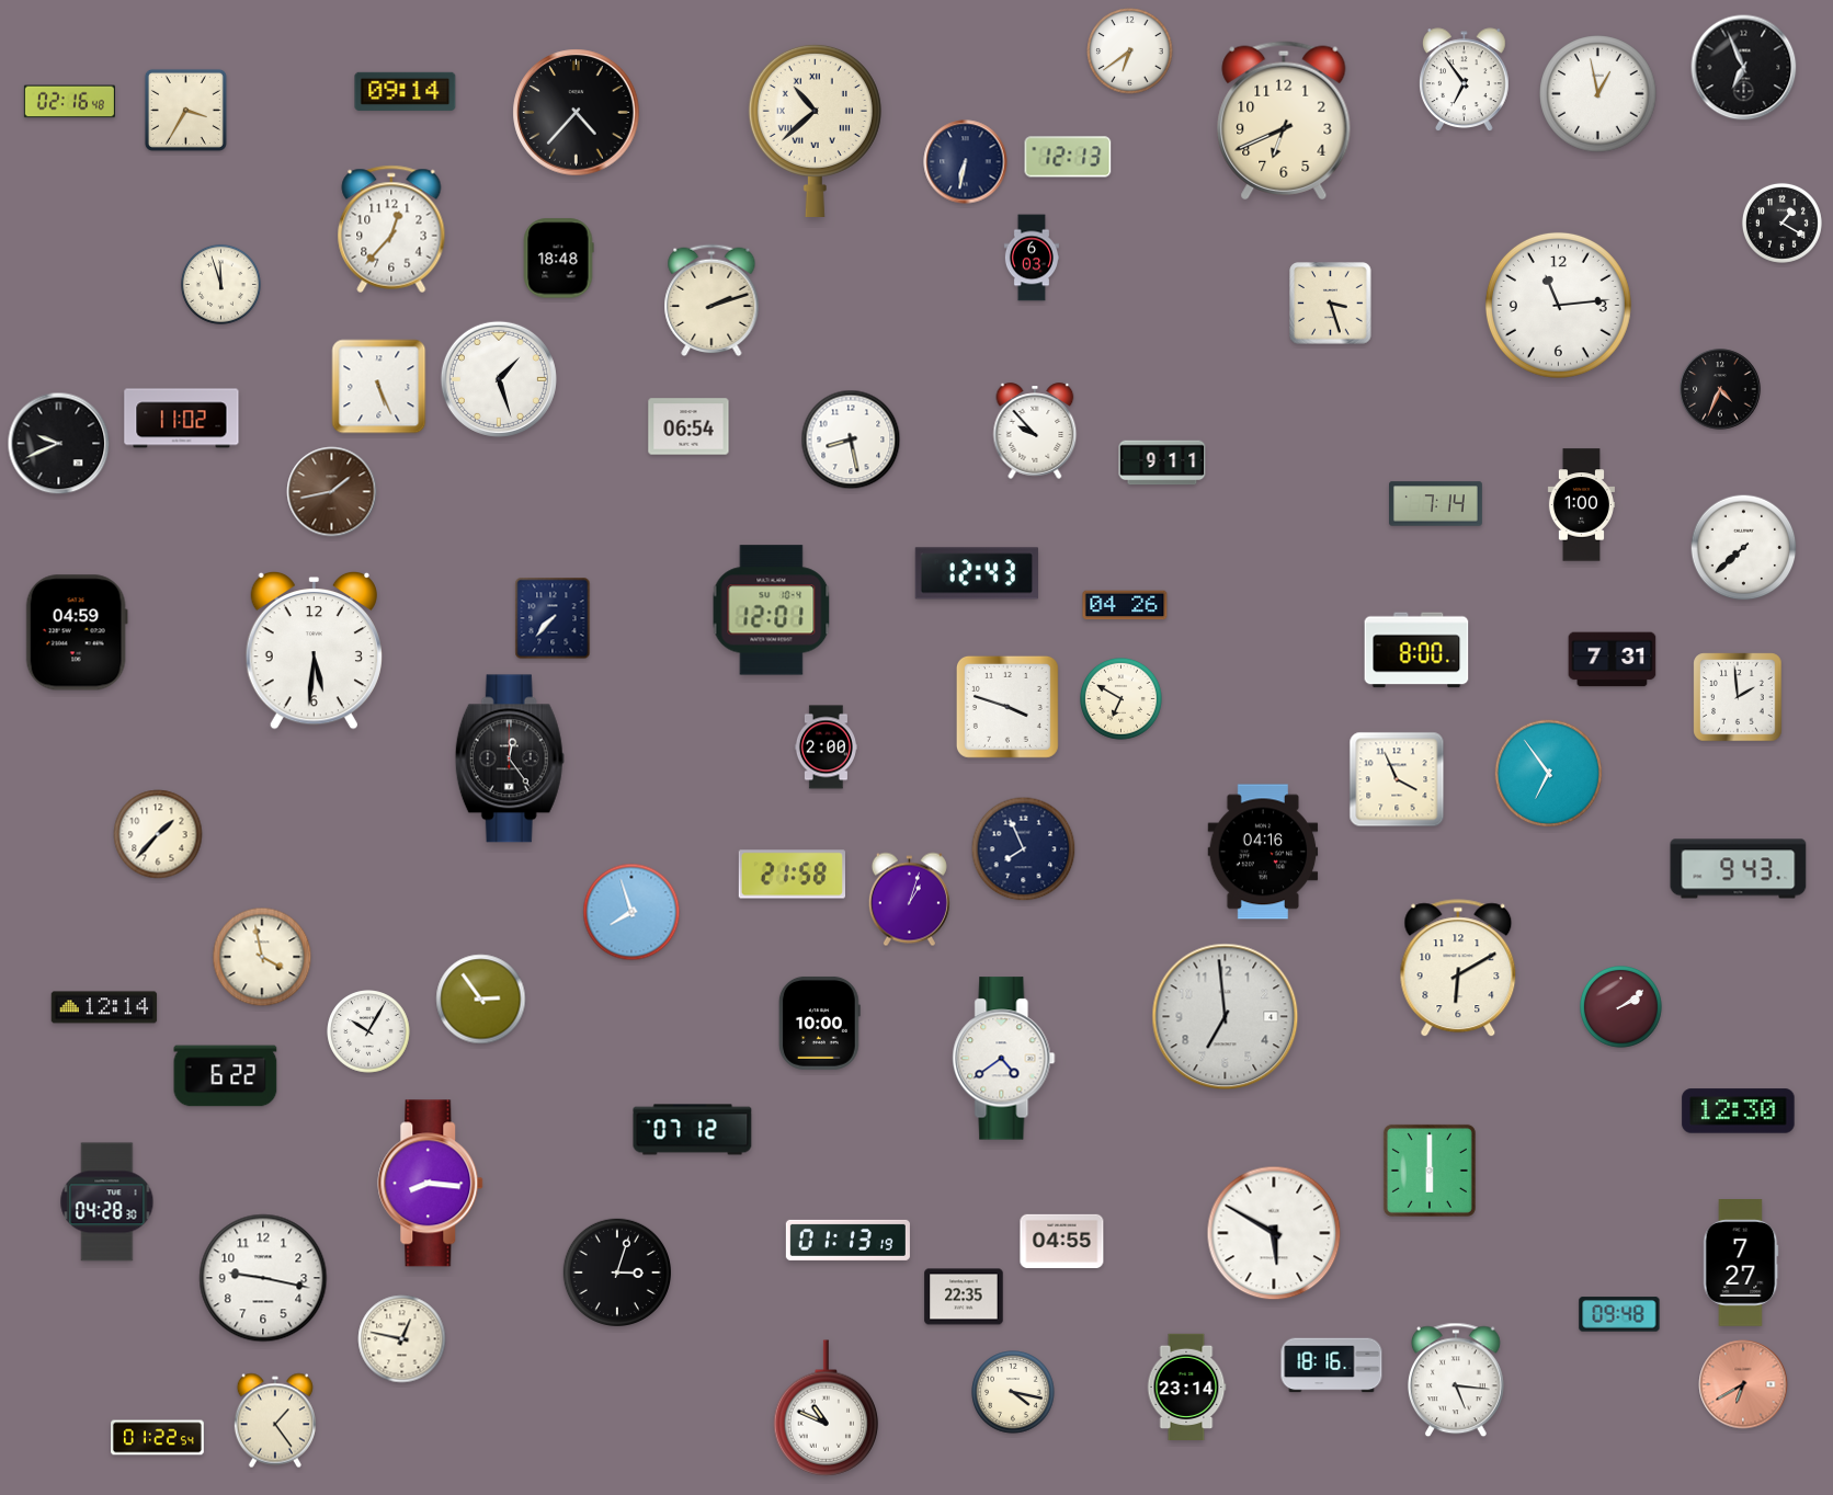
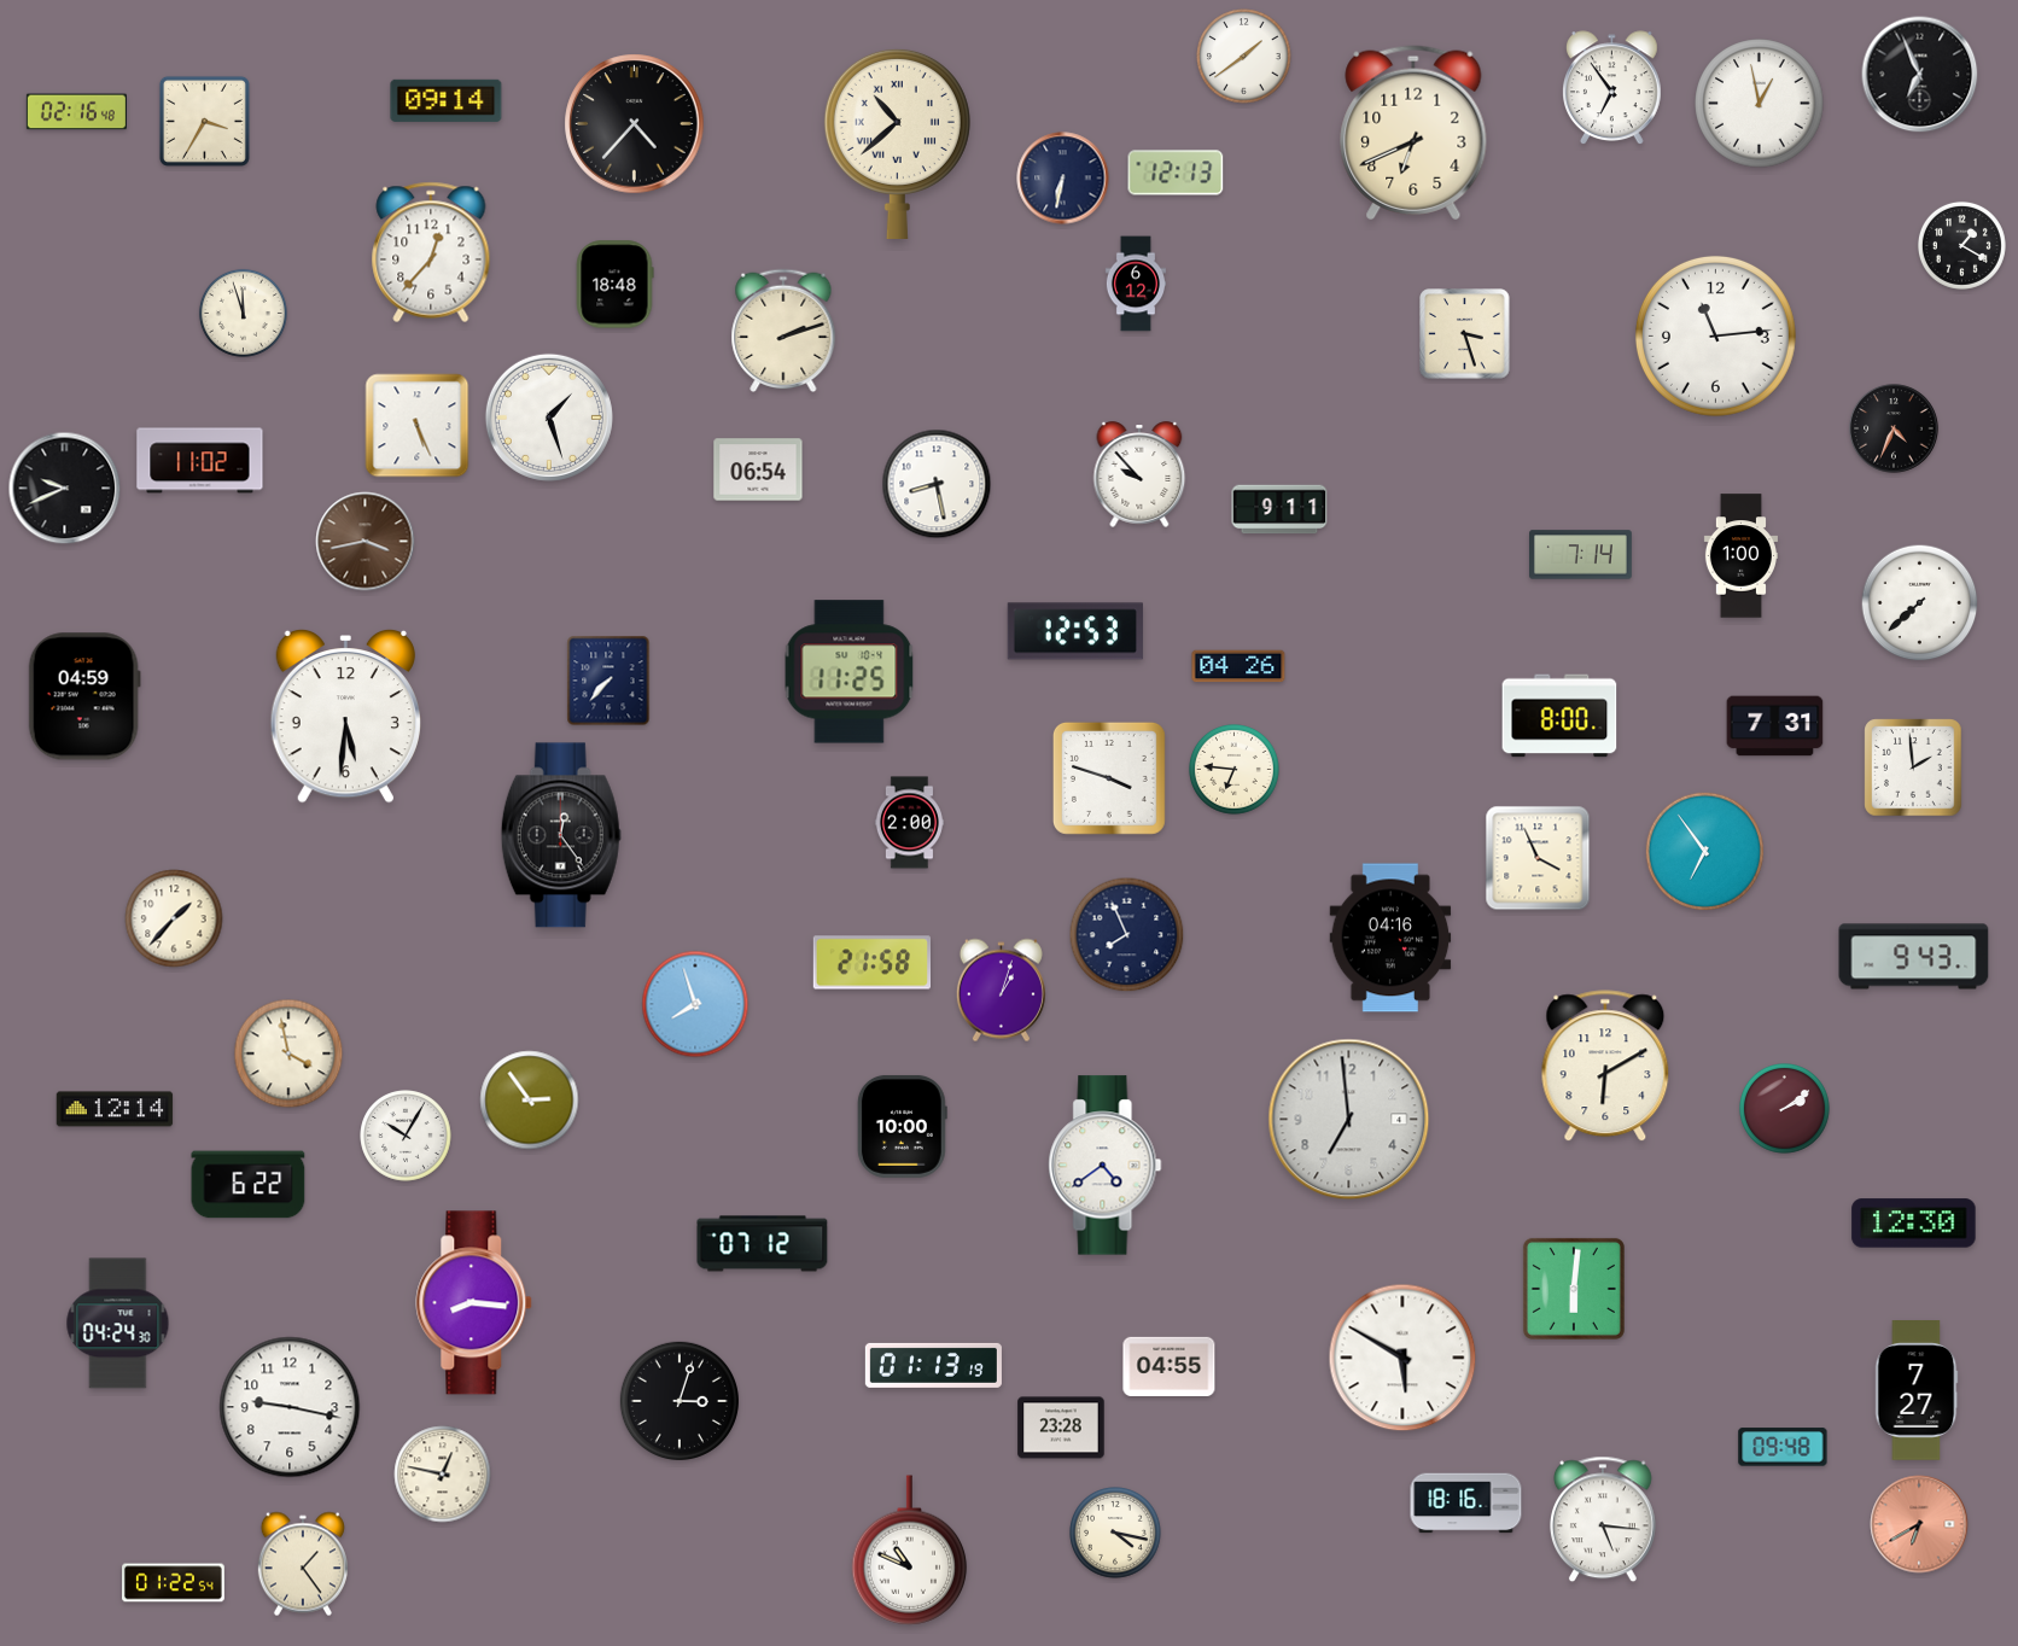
clock at (1130, 52): 6:39 -> 1:39
clock at (1031, 258): 6:03 -> 6:12
clock at (332, 492): 1:43 -> 3:43
clock at (977, 573): 12:43 -> 12:53
clock at (772, 610): 12:01 -> 11:25
clock at (1122, 699): 6:50 -> 6:46
clock at (1430, 1171): 6:00 -> 6:01
clock at (107, 1202): 04:28 -> 04:24
clock at (964, 1297): 22:35 -> 23:28
clock at (1186, 1388): 23:14 -> none
